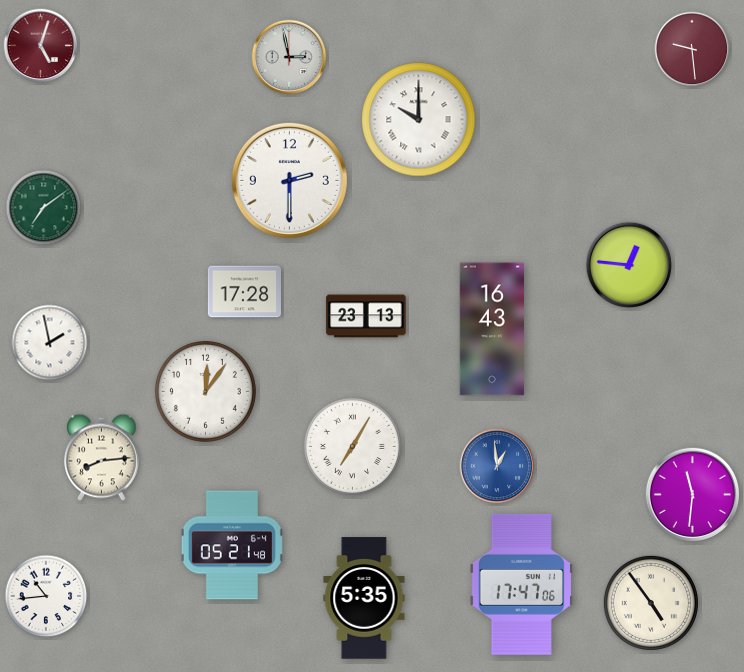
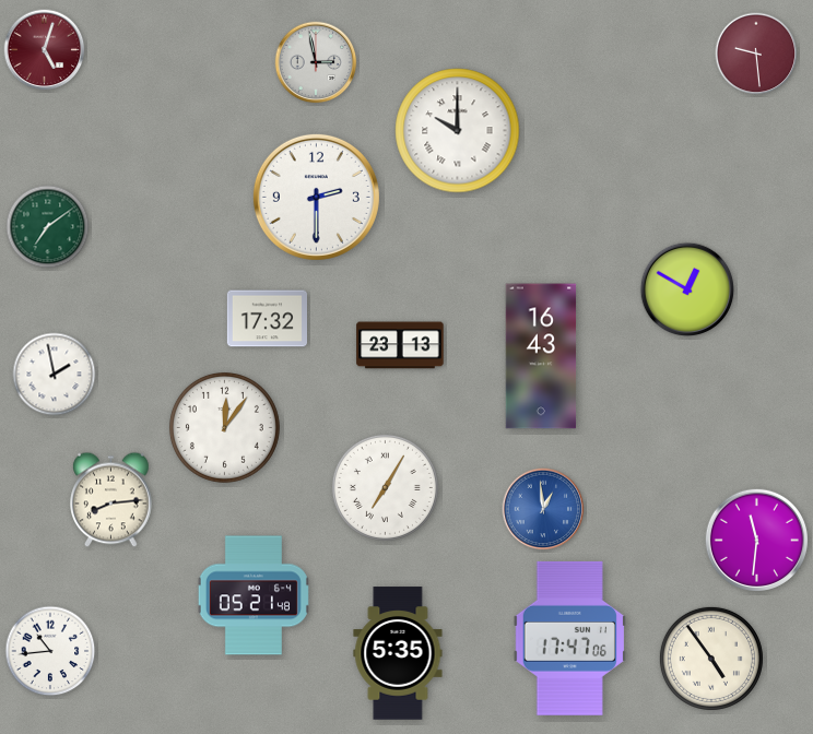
clock at (629, 265): 12:46 -> 12:50
clock at (244, 292): 17:28 -> 17:32
clock at (492, 329) position: (492, 329) -> (541, 356)
